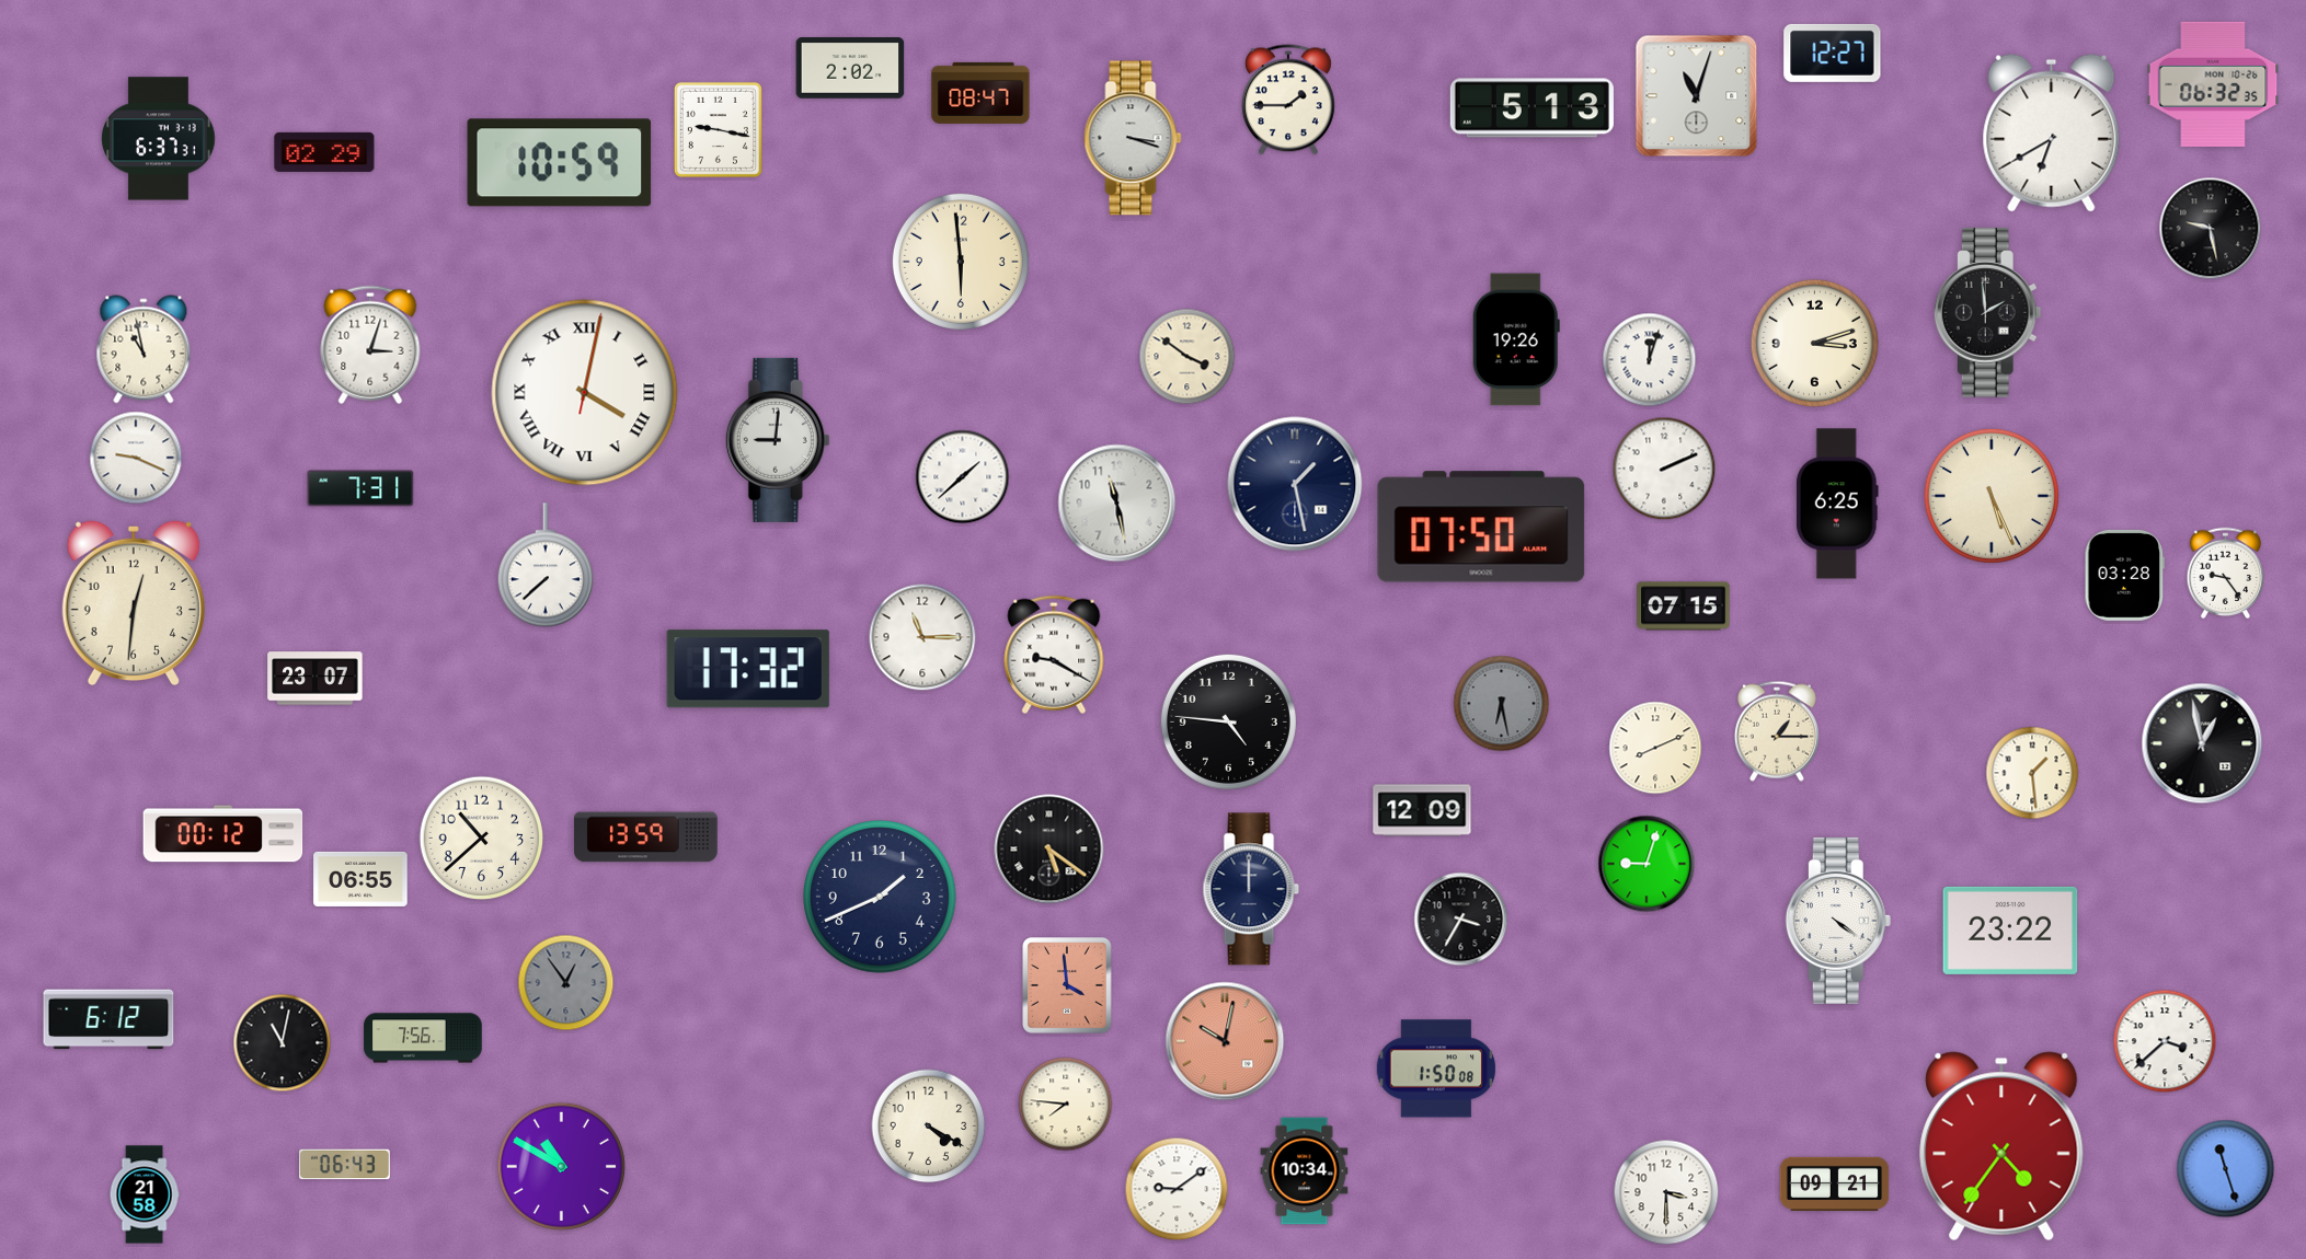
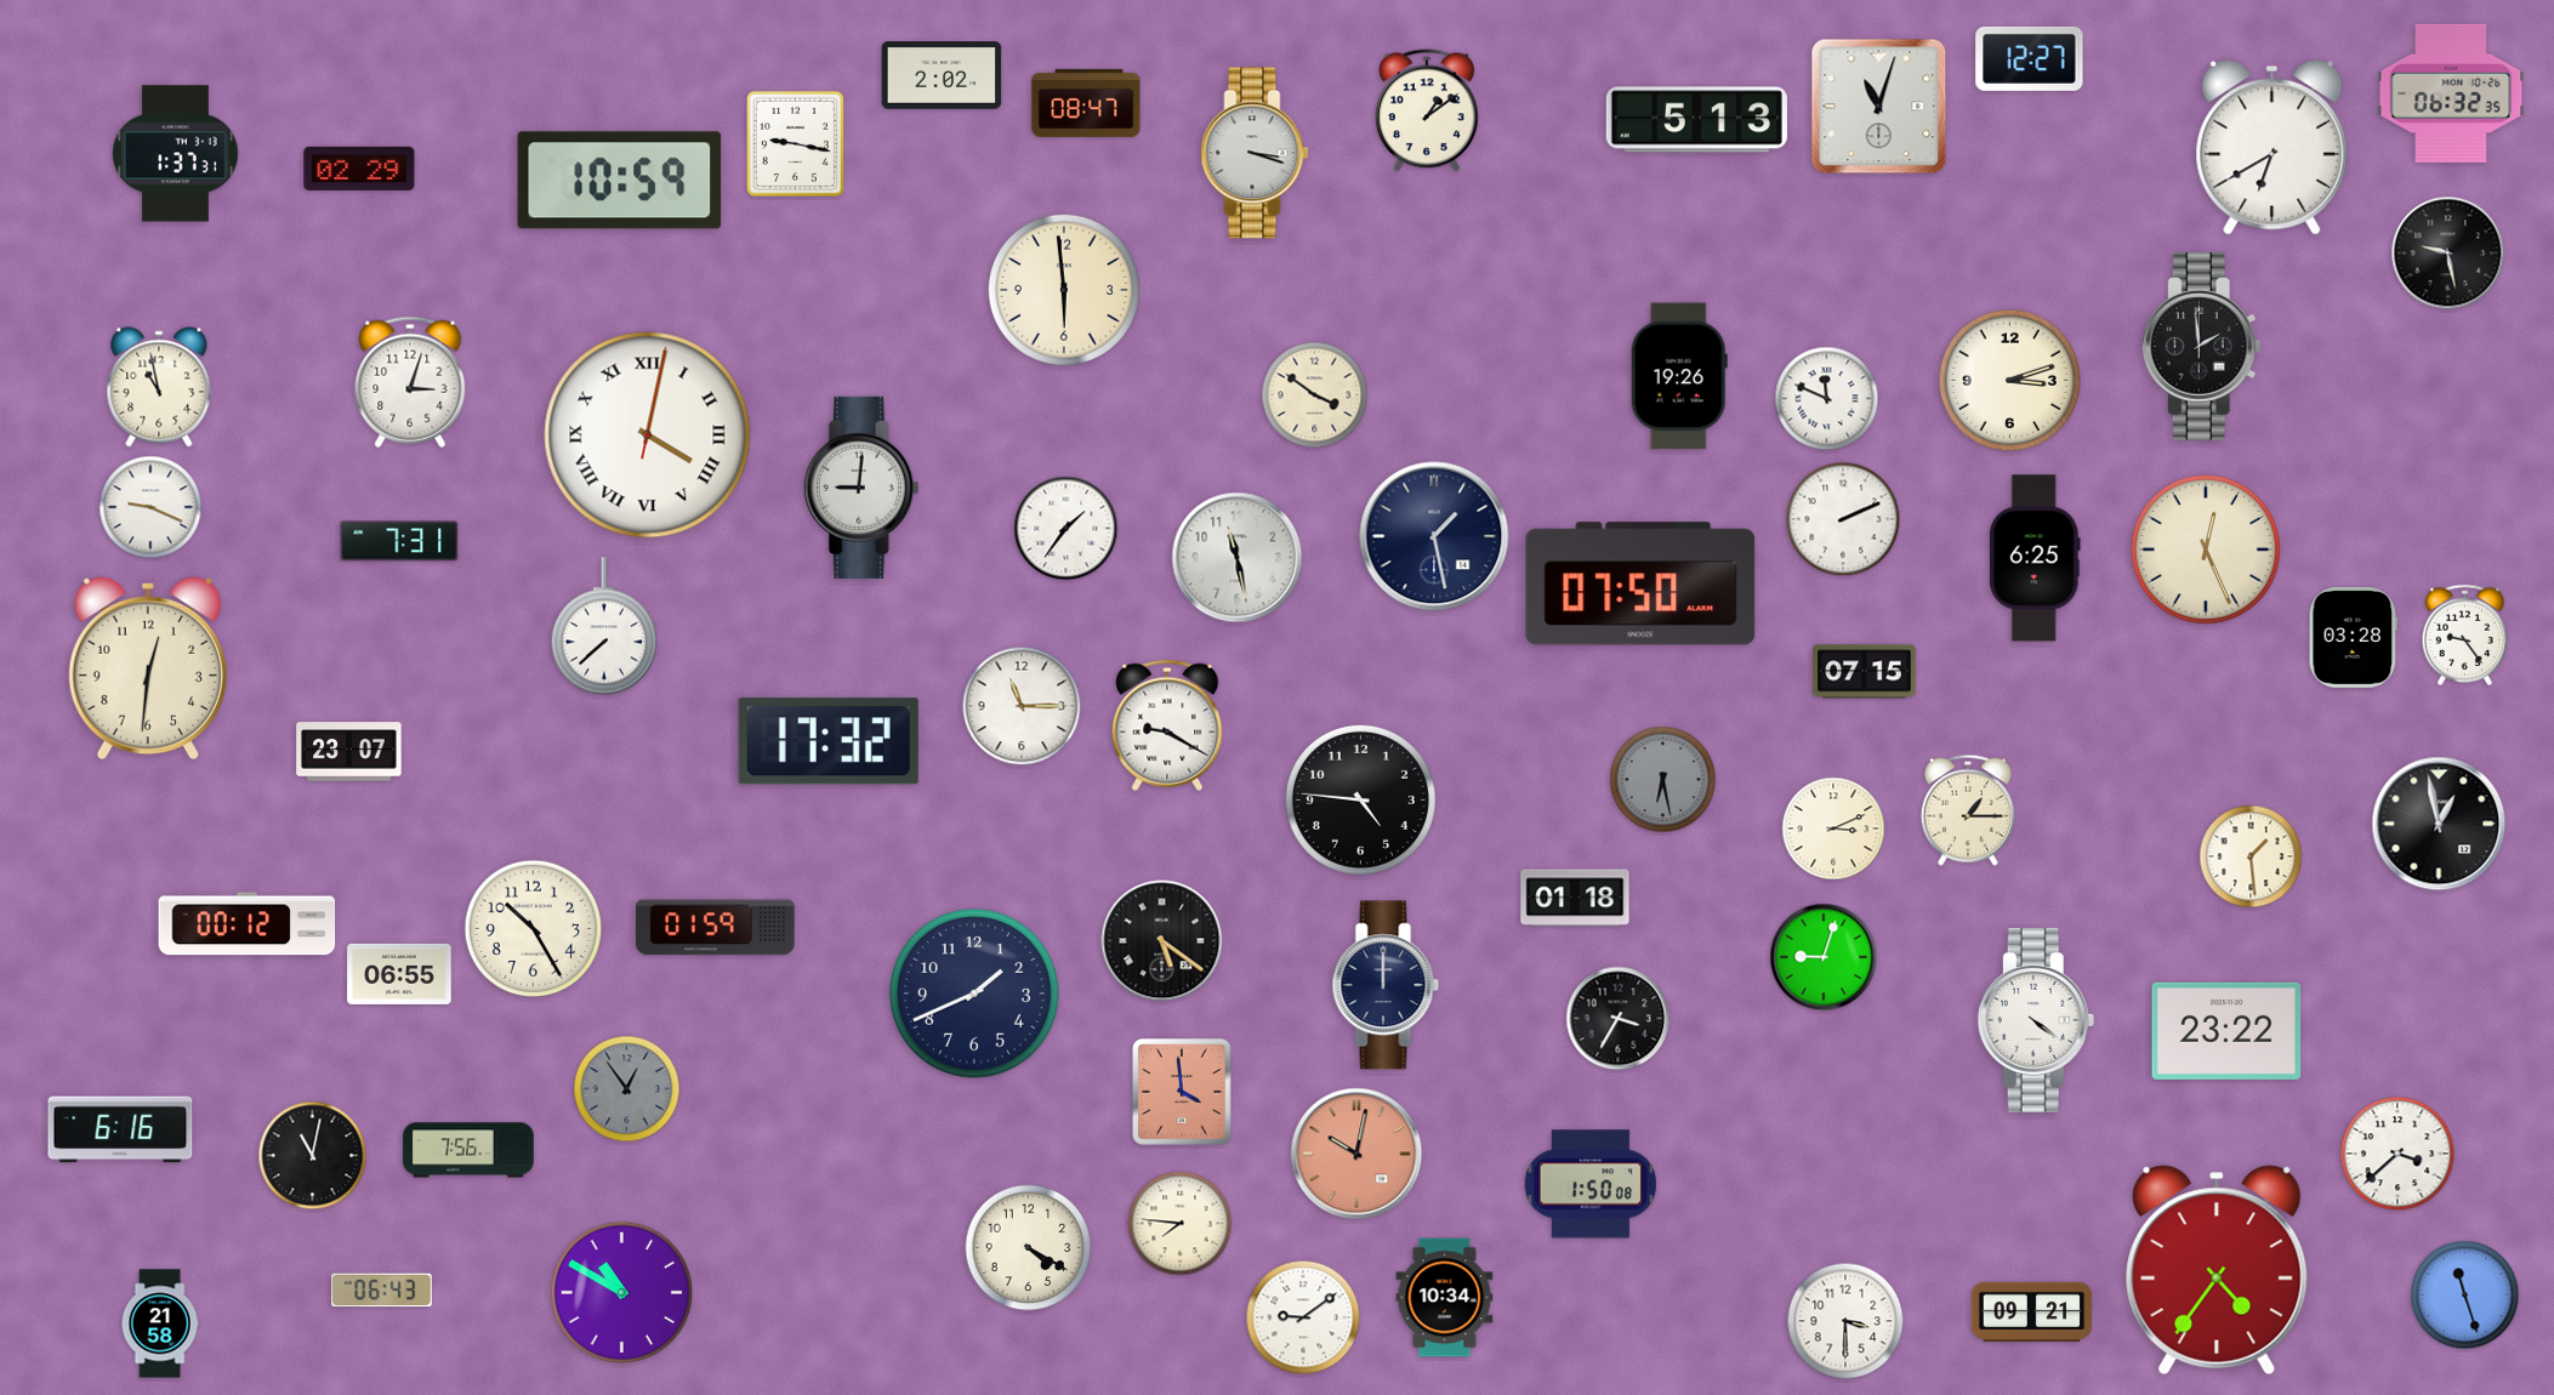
clock at (1288, 100): 1:45 -> 1:09
clock at (159, 139): 6:37 -> 1:37
clock at (1650, 360): 12:03 -> 11:49
clock at (963, 477): 1:38 -> 1:36
clock at (1992, 496): 5:26 -> 12:26
clock at (1655, 748): 8:11 -> 3:11
clock at (1422, 810): 12:09 -> 01:18
clock at (481, 838): 10:38 -> 10:25
clock at (646, 838): 13:59 -> 01:59
clock at (108, 1019): 6:12 -> 6:16
